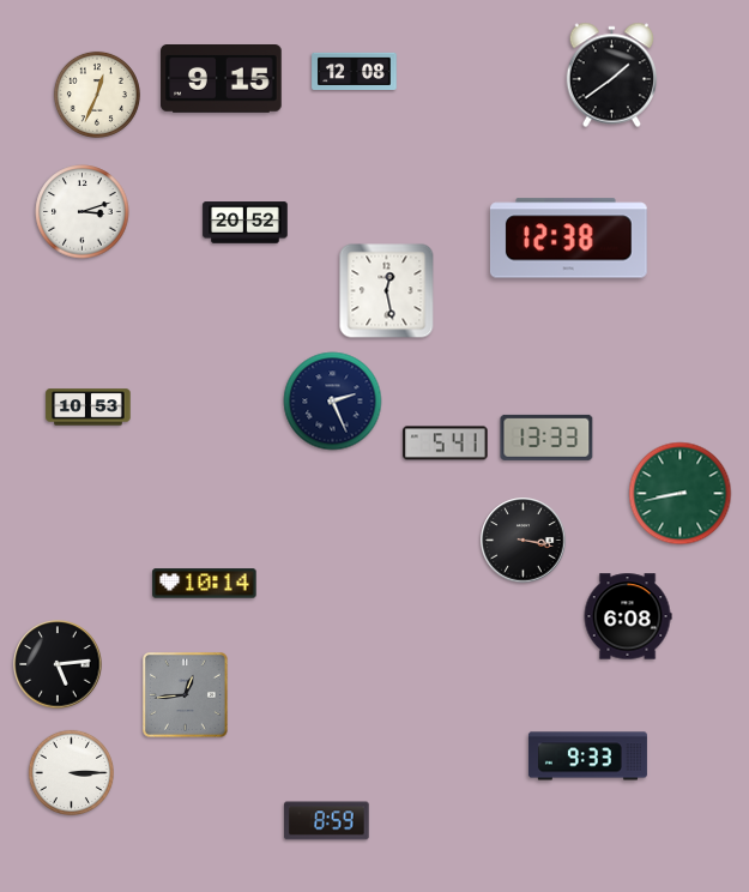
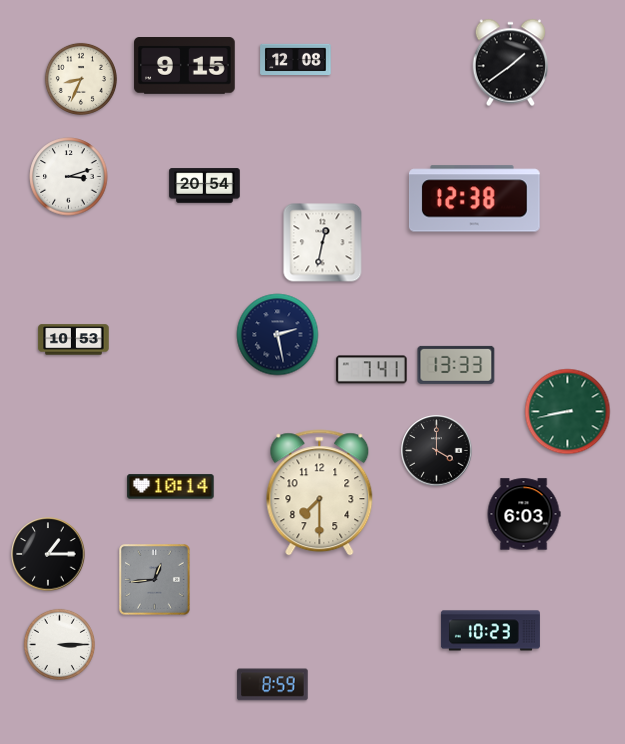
clock at (97, 95): 12:34 -> 8:34
clock at (246, 223): 20:52 -> 20:54
clock at (387, 291): 12:28 -> 12:32
clock at (333, 402): 2:26 -> 2:28
clock at (446, 444): 5:41 -> 7:41
clock at (524, 541): 3:17 -> 4:00
clock at (320, 493): none -> 7:30
clock at (628, 616): 6:08 -> 6:03
clock at (58, 664): 5:14 -> 1:15
clock at (587, 757): 9:33 -> 10:23
